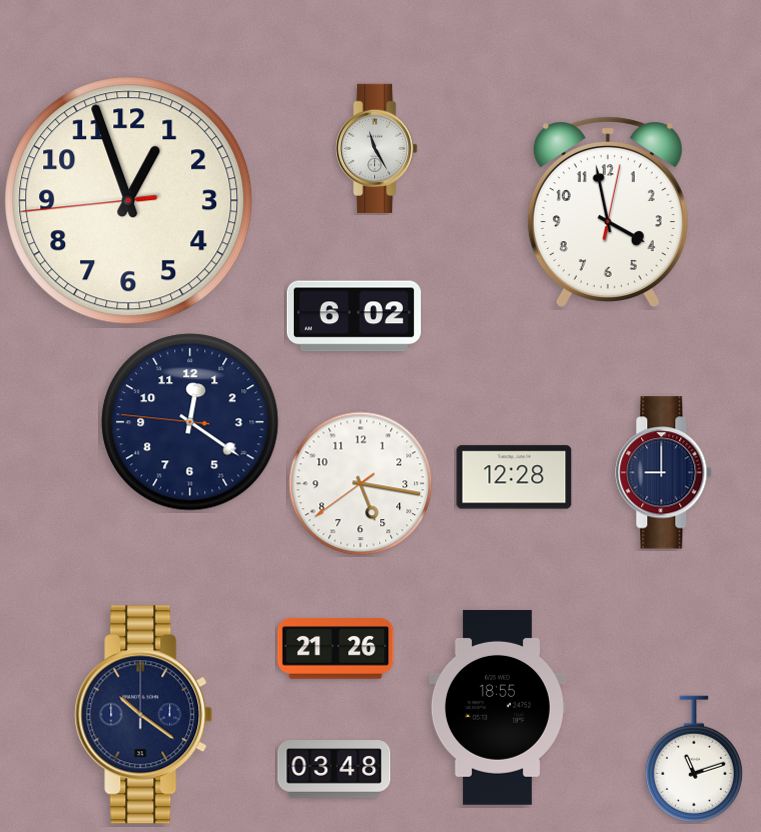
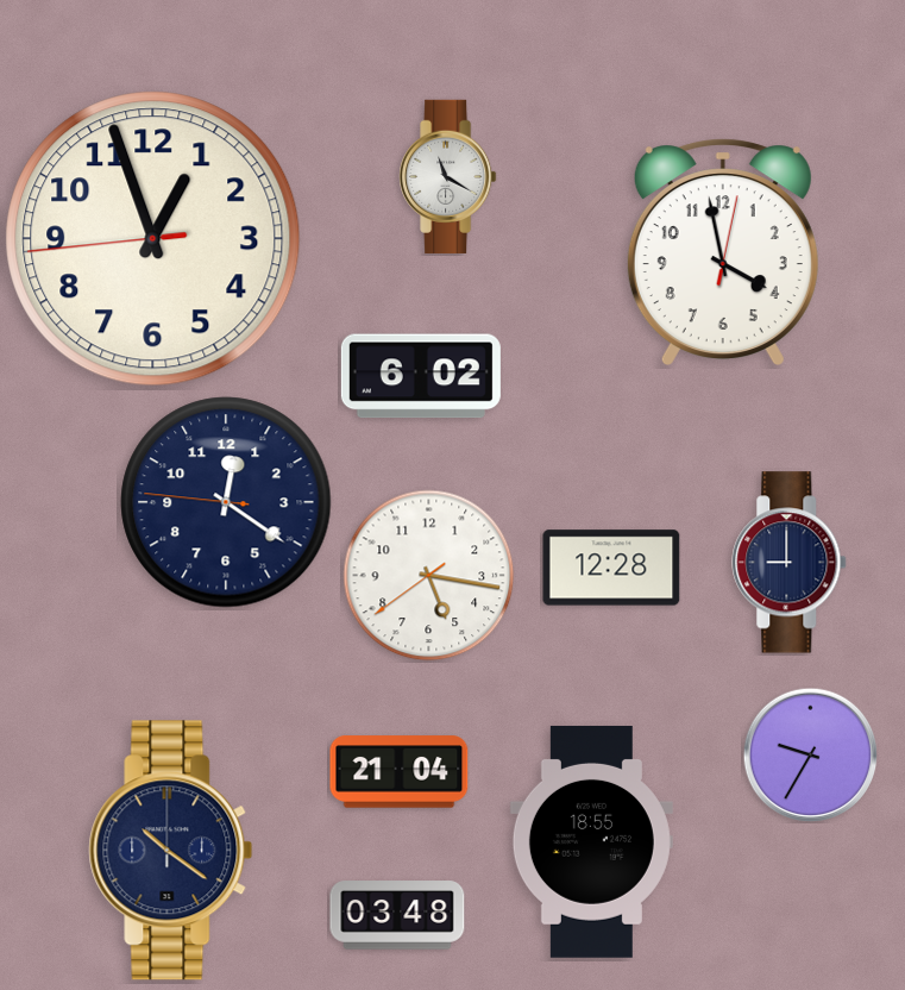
clock at (377, 148): 11:25 -> 11:20
clock at (810, 754): none -> 9:35
clock at (336, 649): 21:26 -> 21:04
clock at (694, 759): 11:12 -> none
